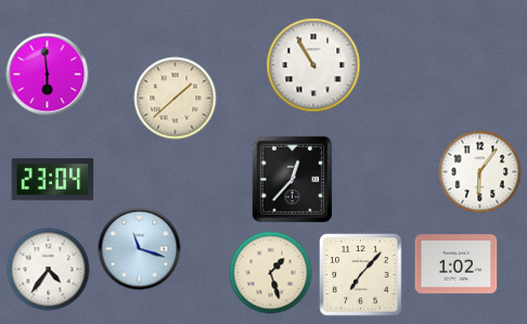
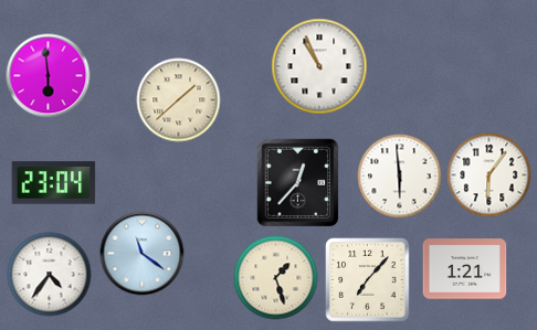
clock at (313, 65): 10:55 -> 10:56
clock at (400, 177): none -> 5:59
clock at (140, 249): 11:18 -> 11:21
clock at (457, 264): 1:02 -> 1:21
